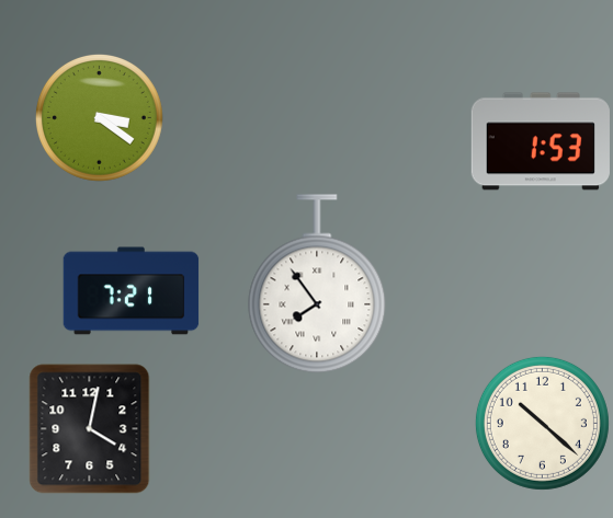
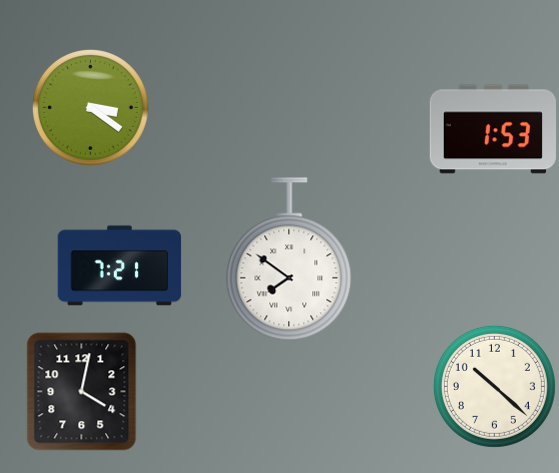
clock at (317, 284): 7:54 -> 7:51
